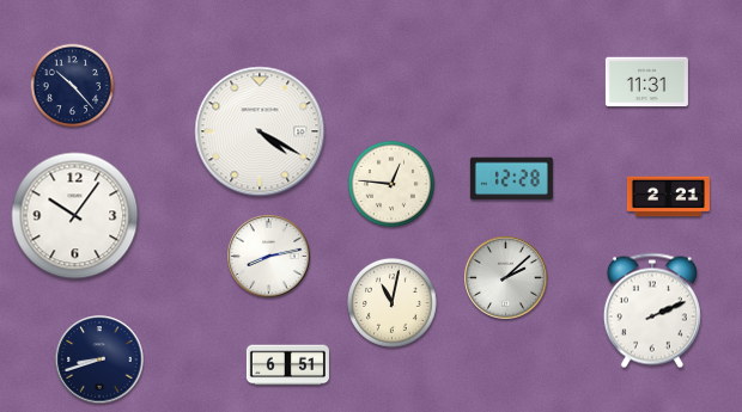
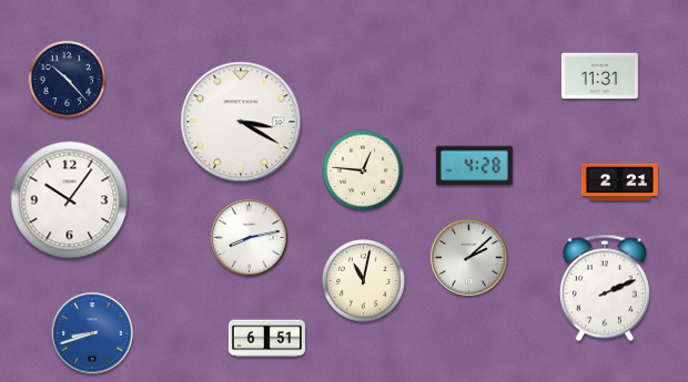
clock at (260, 131): 4:20 -> 3:20
clock at (511, 179): 12:28 -> 4:28
clock at (99, 359) dial: navy -> blue
